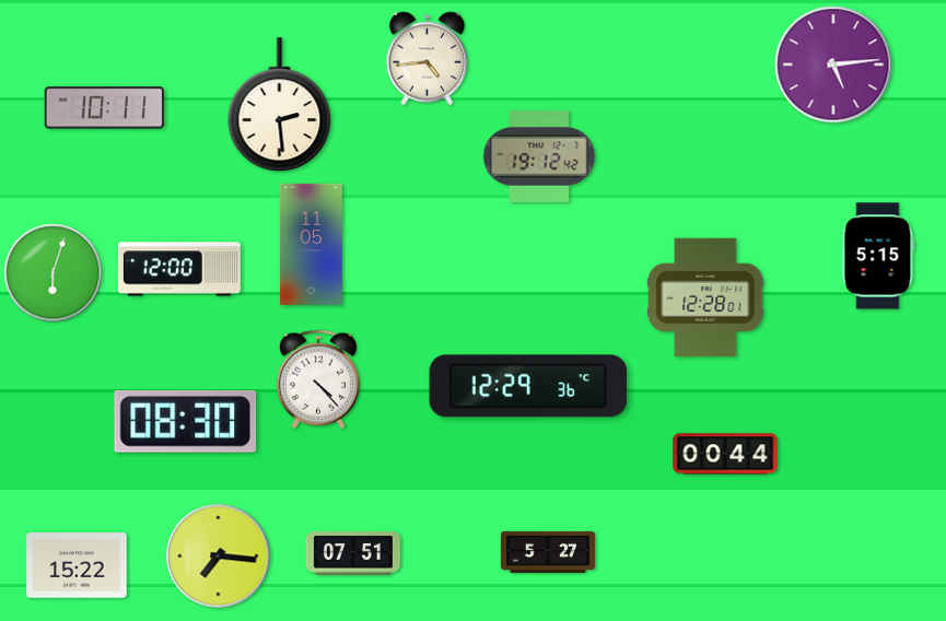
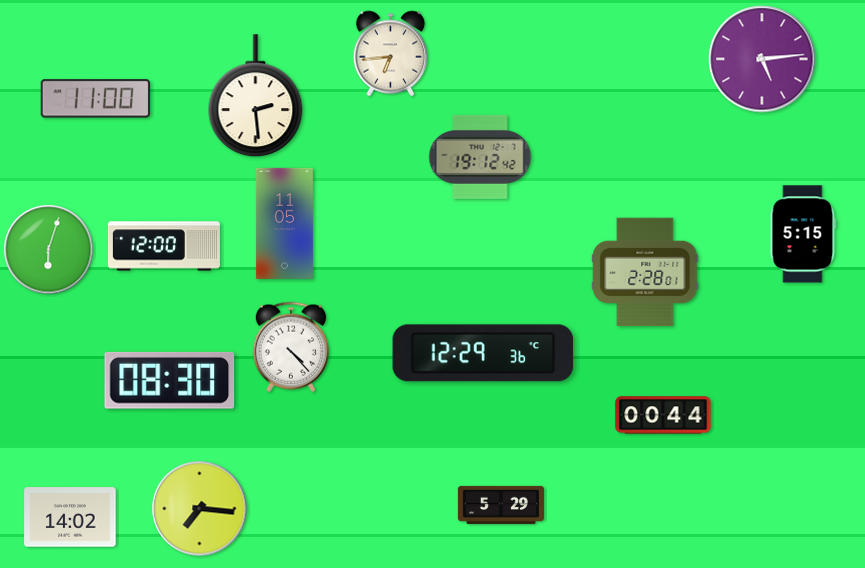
clock at (428, 59): 4:44 -> 6:44
clock at (104, 108): 10:11 -> 11:00
clock at (539, 156) position: (539, 156) -> (480, 157)
clock at (705, 297): 12:28 -> 2:28
clock at (186, 421) position: (186, 421) -> (170, 380)
clock at (548, 552): 5:27 -> 5:29
clock at (353, 553): 07:51 -> none
clock at (77, 565): 15:22 -> 14:02
